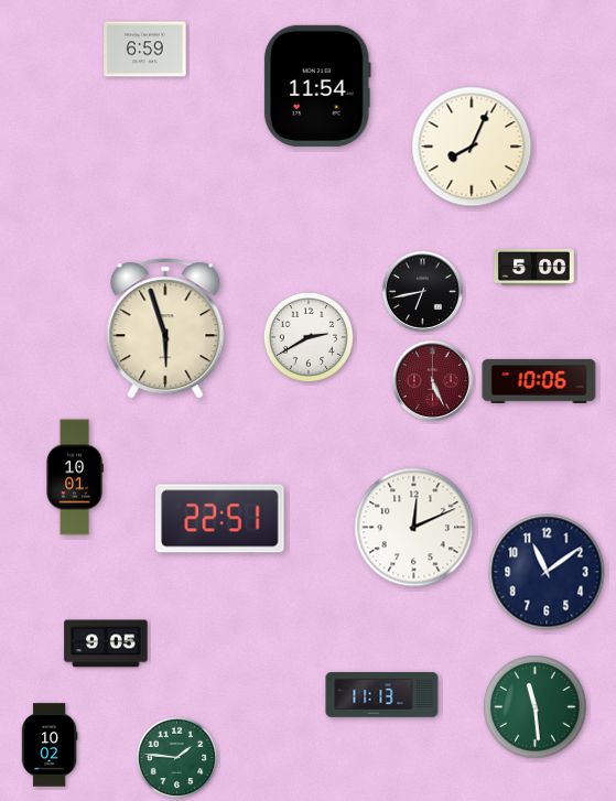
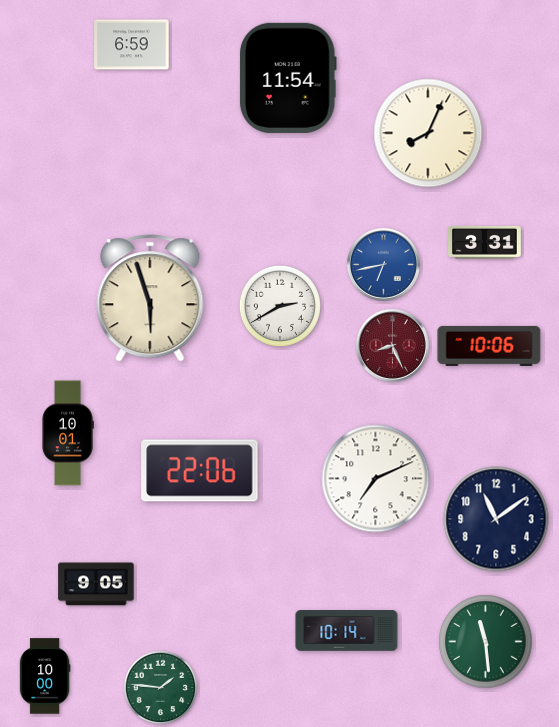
clock at (534, 268): 5:00 -> 3:31
clock at (422, 291) dial: black -> blue
clock at (432, 380): 5:26 -> 8:26
clock at (220, 519): 22:51 -> 22:06
clock at (414, 528): 12:11 -> 7:11
clock at (382, 695): 11:13 -> 10:14
clock at (50, 745): 10:02 -> 10:00
